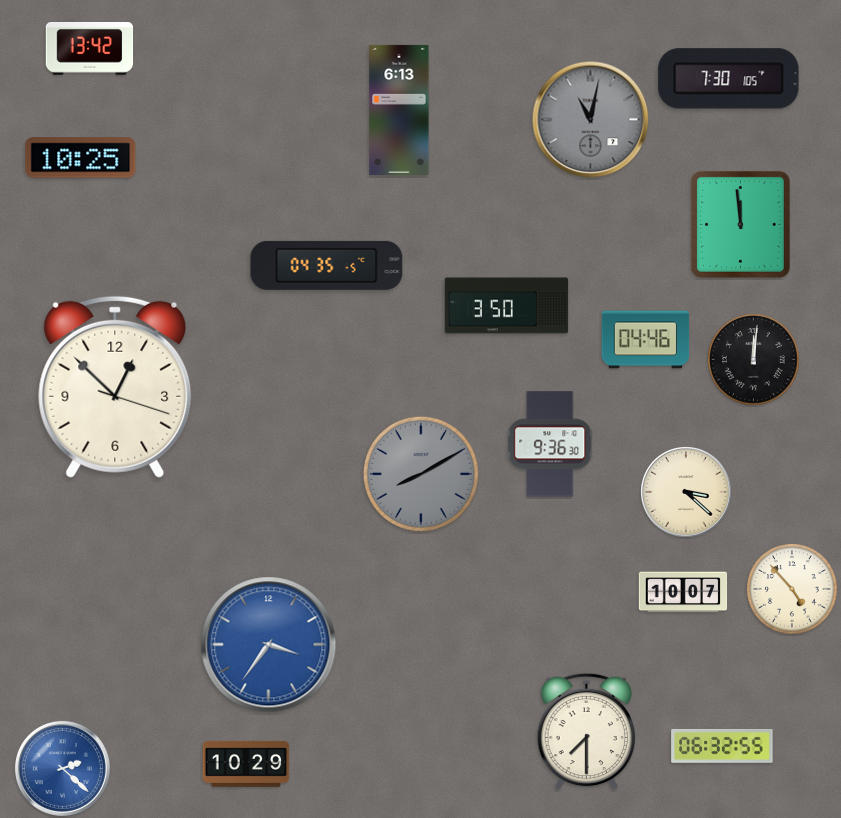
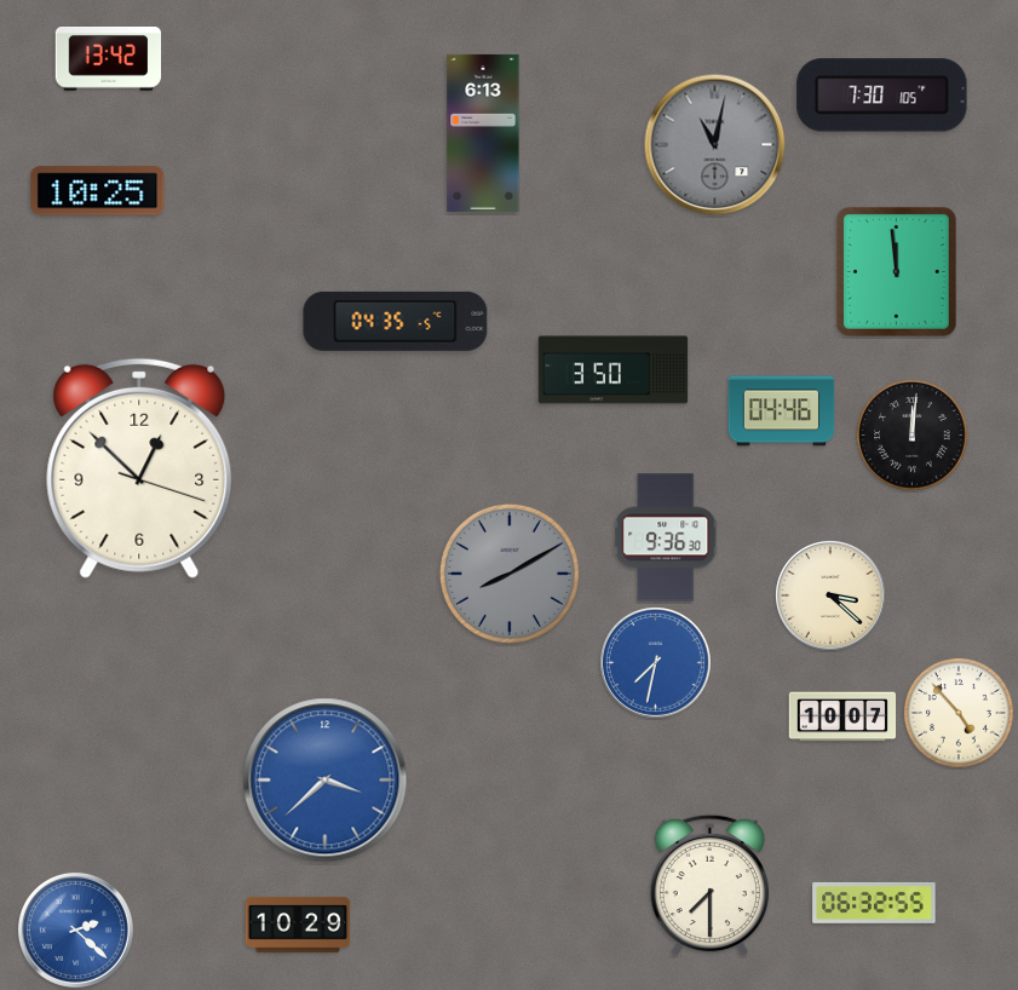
clock at (656, 663): none -> 7:32
clock at (683, 592) position: (683, 592) -> (842, 716)
clock at (269, 645): 3:36 -> 3:38
